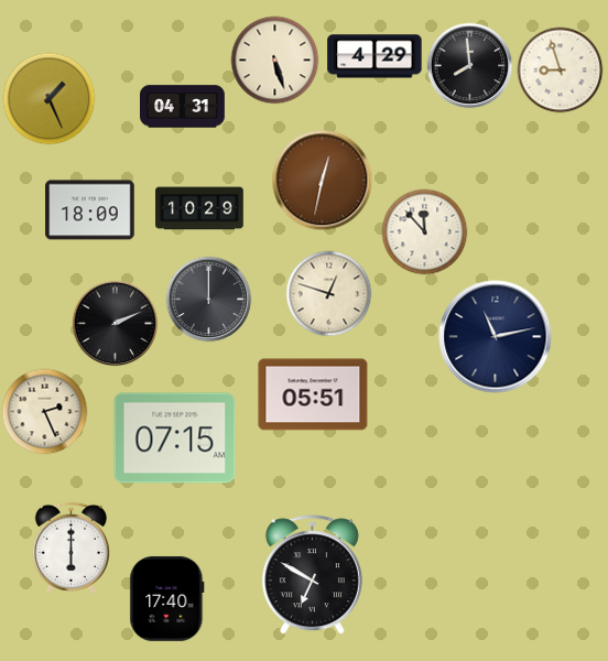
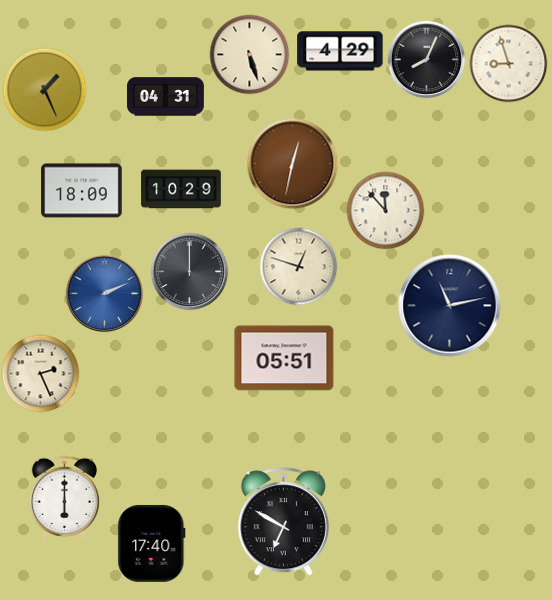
clock at (469, 65): 7:59 -> 8:04
clock at (115, 323) dial: black -> blue
clock at (175, 438): 07:15 -> none
